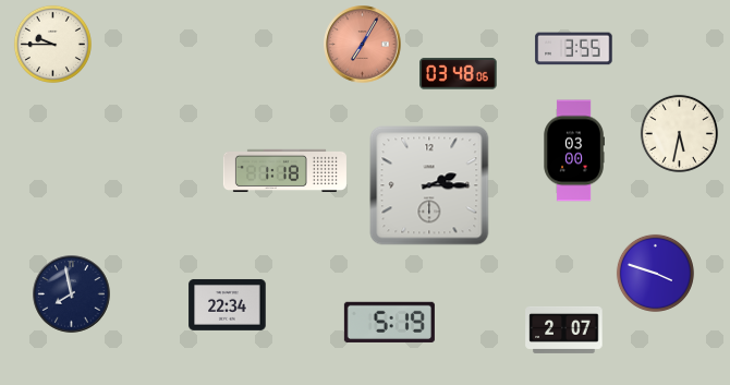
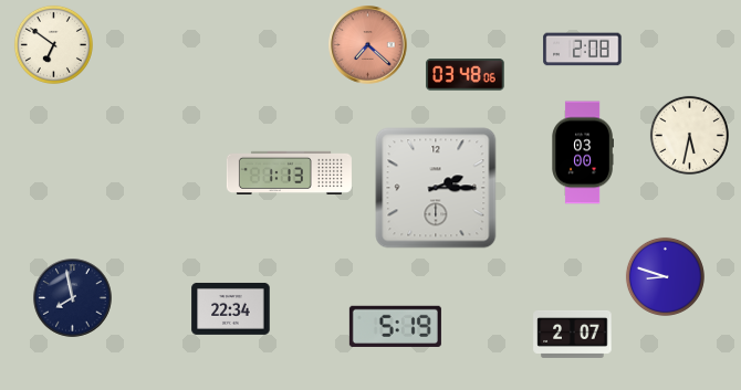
clock at (52, 44): 9:45 -> 6:51
clock at (363, 45): 7:05 -> 7:22
clock at (574, 49): 3:55 -> 2:08
clock at (284, 170): 1:18 -> 1:13
clock at (655, 273): 3:48 -> 8:48
